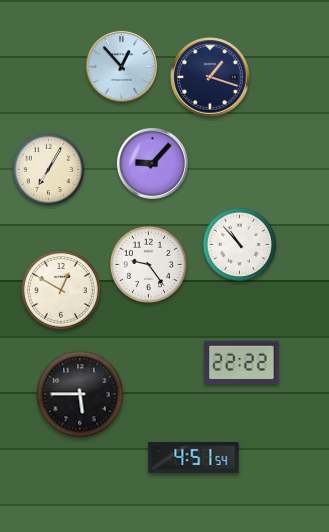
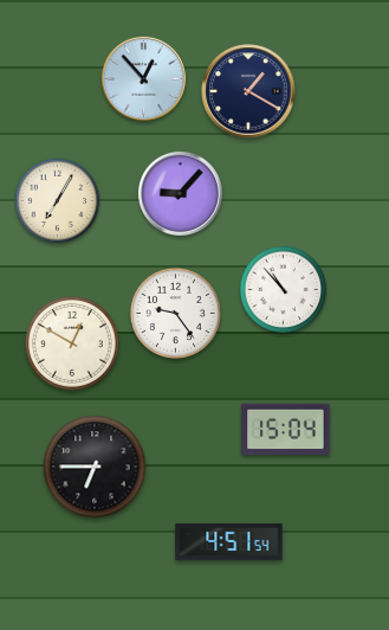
clock at (210, 77): 1:18 -> 1:20
clock at (242, 363): 22:22 -> 15:04
clock at (80, 394): 5:45 -> 6:45
